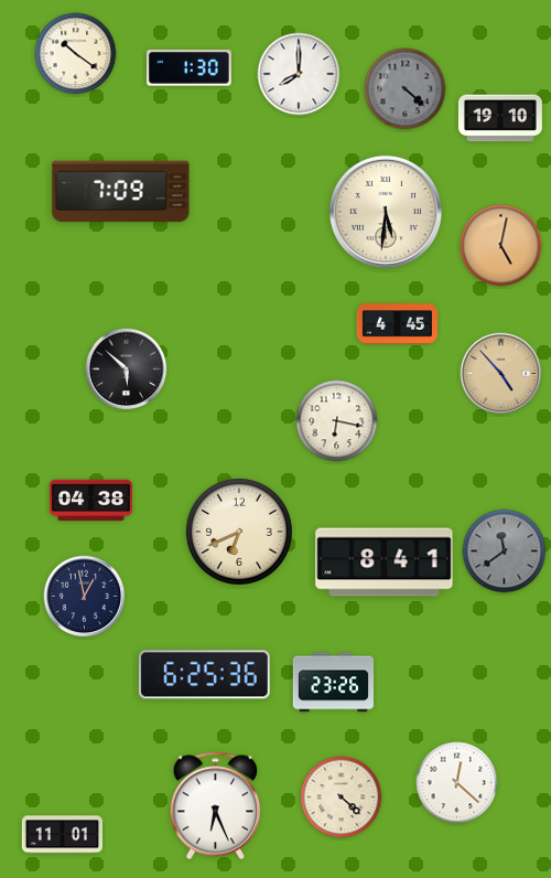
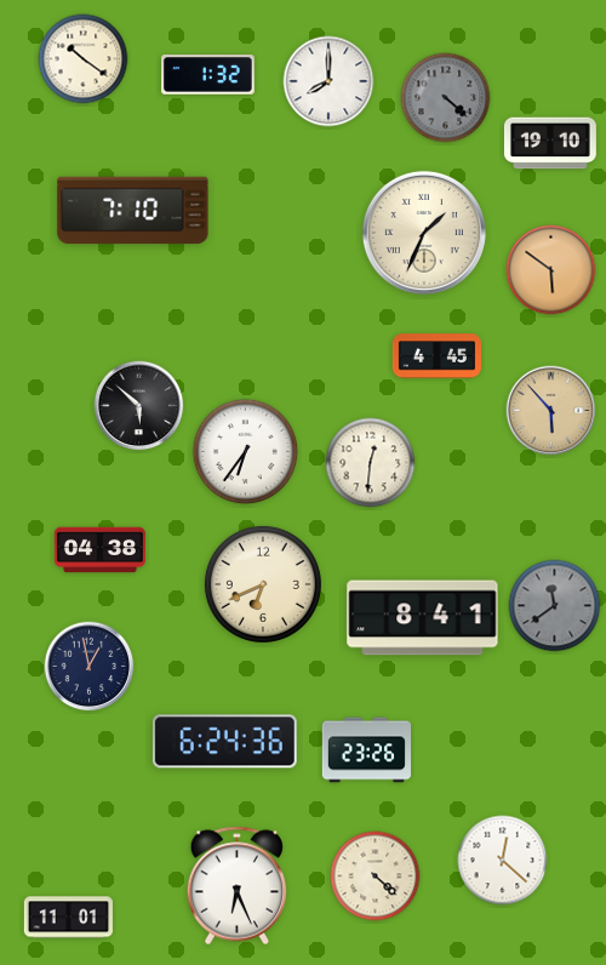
clock at (190, 68): 1:30 -> 1:32
clock at (500, 118) position: (500, 118) -> (550, 143)
clock at (121, 192): 7:09 -> 7:10
clock at (386, 212): 5:31 -> 1:34
clock at (501, 246): 5:02 -> 5:51
clock at (501, 374): 4:53 -> 5:53
clock at (246, 452): none -> 6:36
clock at (337, 421): 6:17 -> 12:31
clock at (85, 597) position: (85, 597) -> (90, 667)
clock at (204, 675): 6:25 -> 6:24
